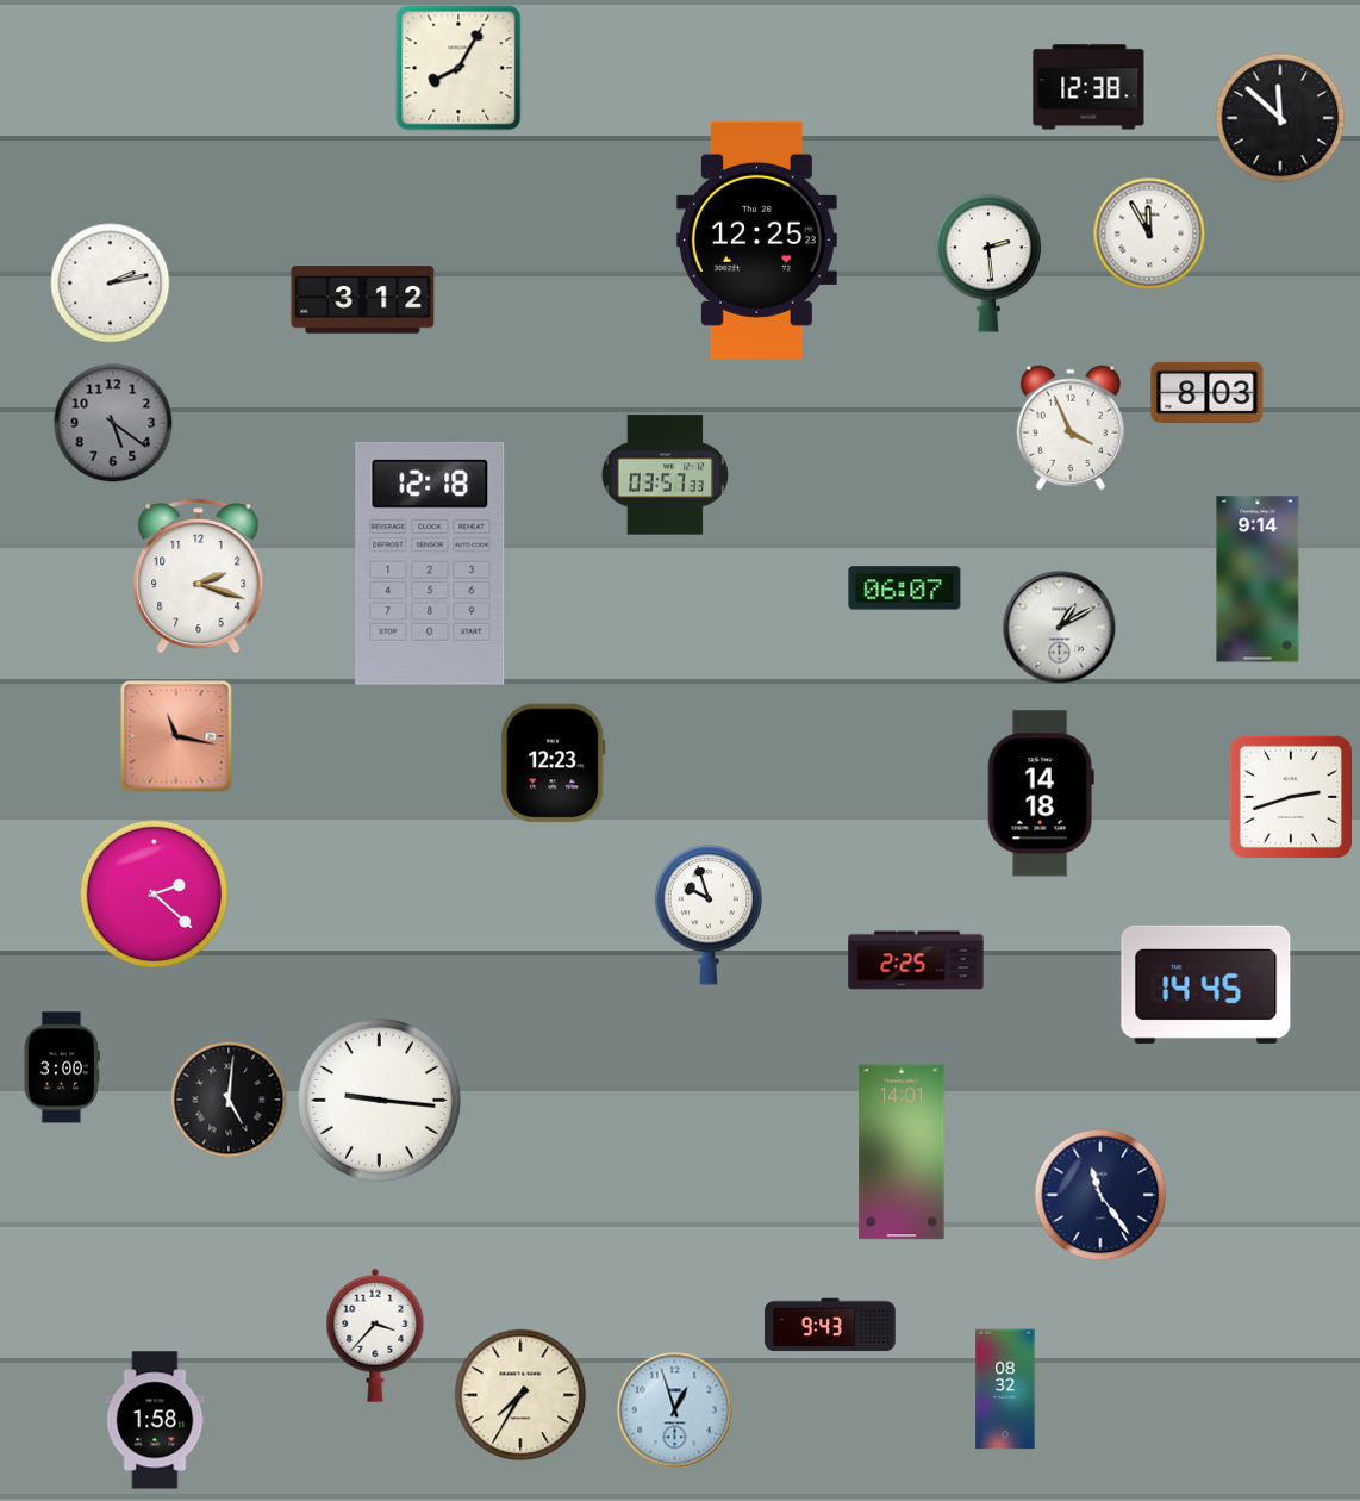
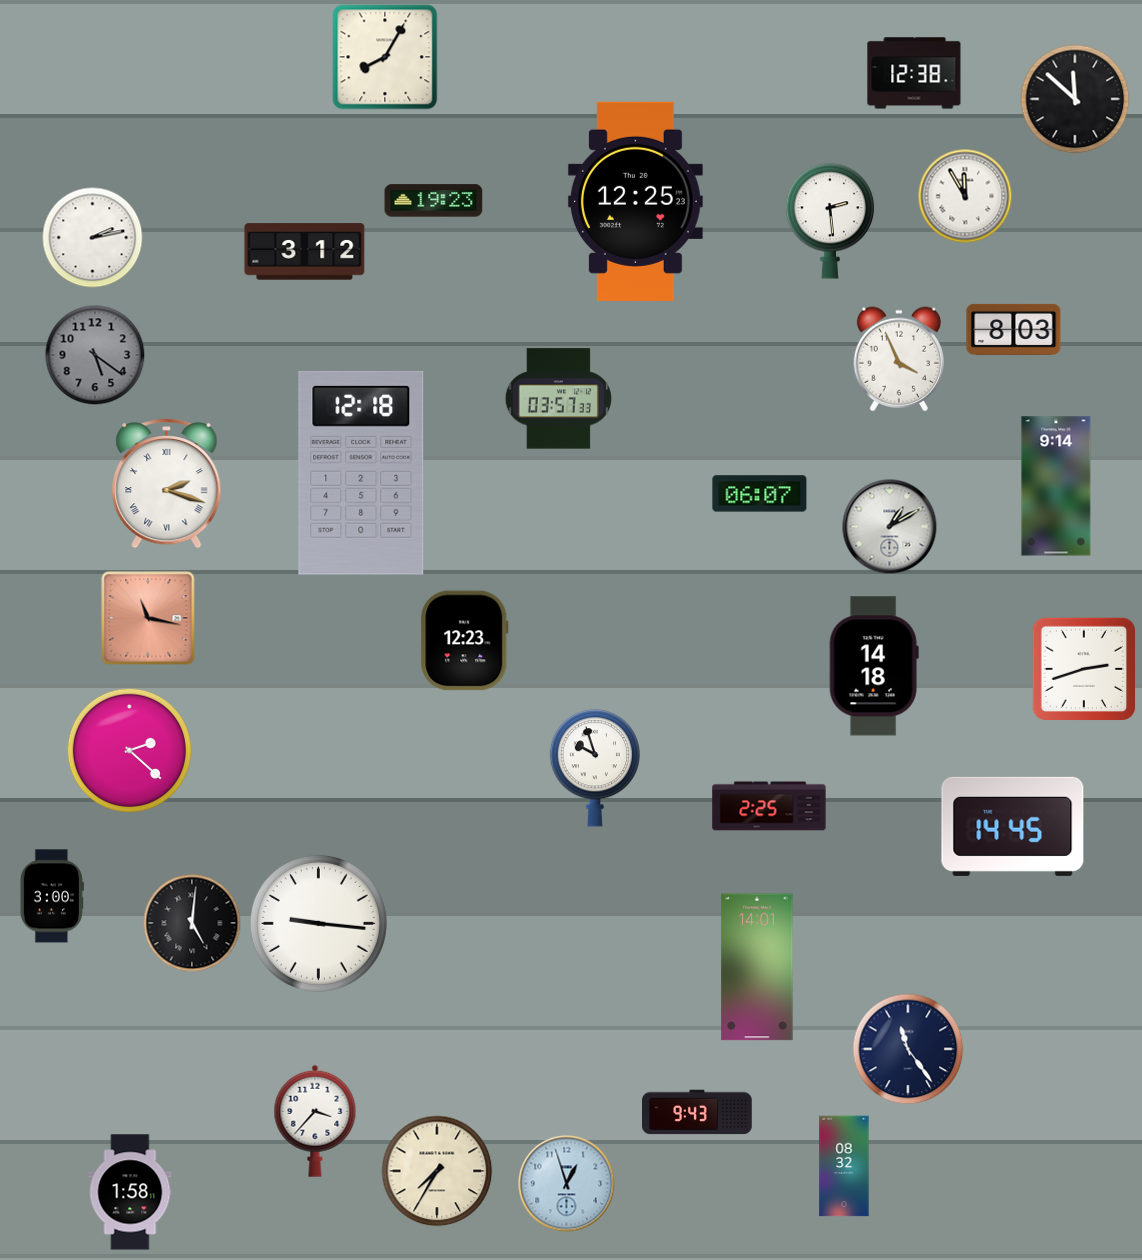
clock at (434, 201): none -> 19:23
clock at (199, 575) numerals: Arabic -> Roman
clock at (1100, 1195) position: (1100, 1195) -> (908, 1049)
